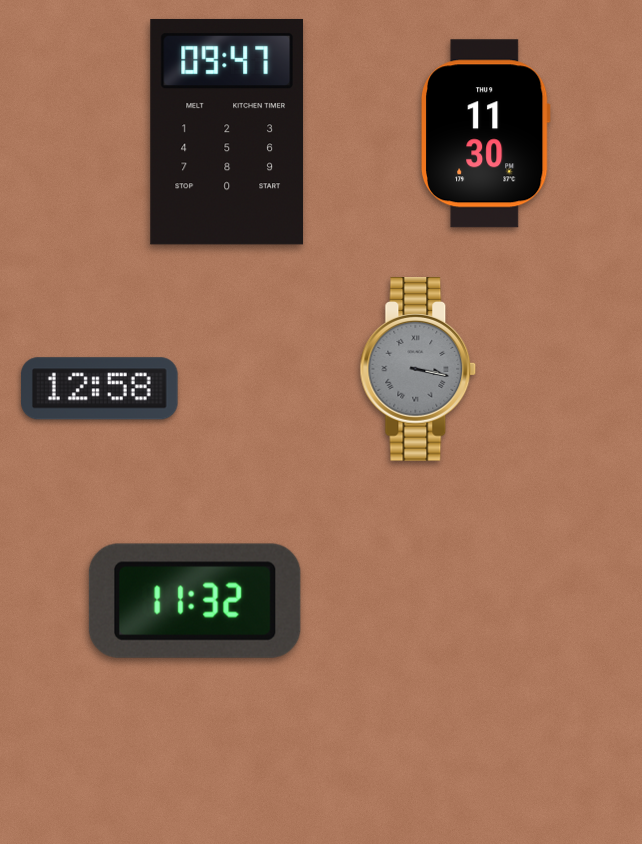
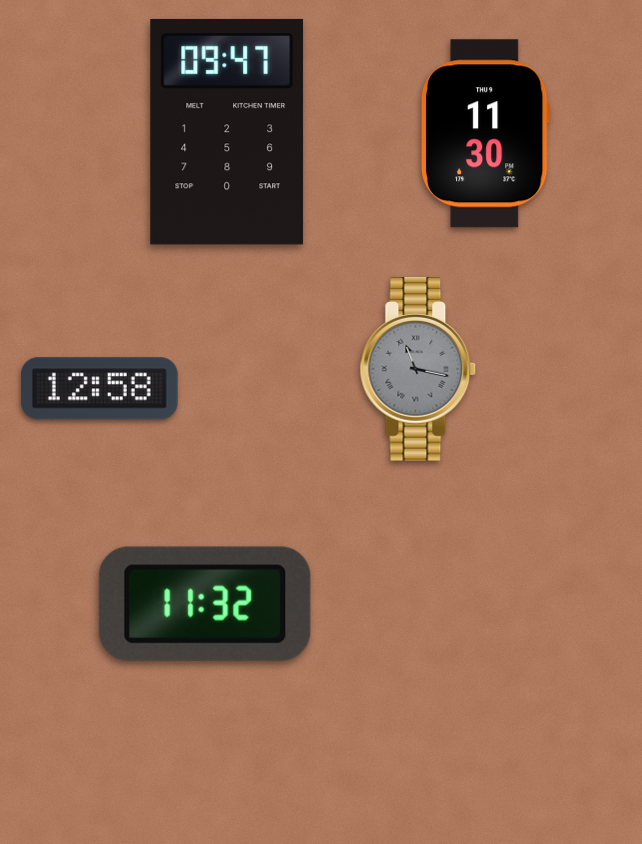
clock at (418, 370): 3:17 -> 11:17
clock at (195, 601) position: (195, 601) -> (205, 604)
